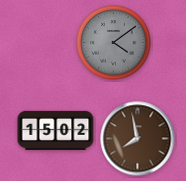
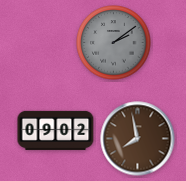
clock at (114, 43): 4:09 -> 2:09
clock at (56, 130): 15:02 -> 09:02
